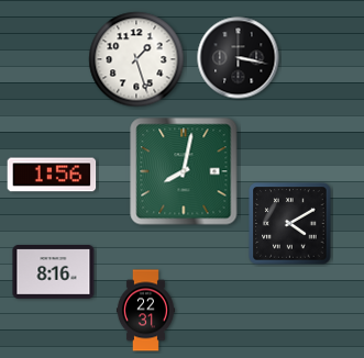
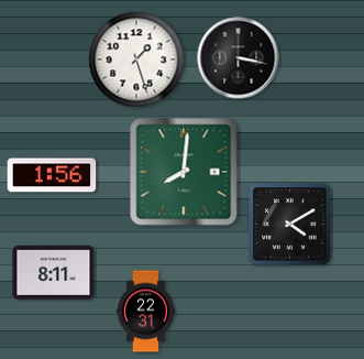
clock at (184, 171): 8:02 -> 8:01
clock at (54, 272): 8:16 -> 8:11
